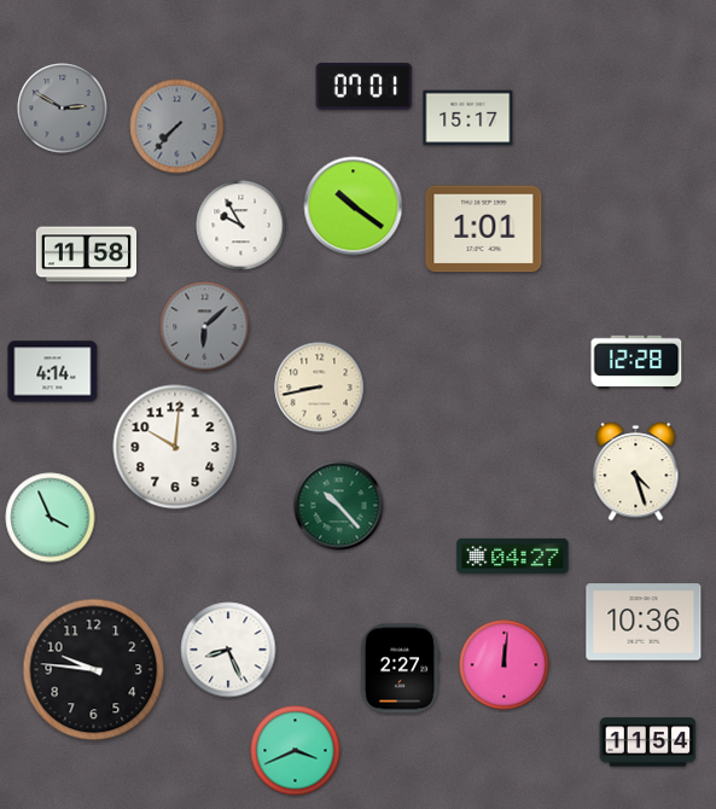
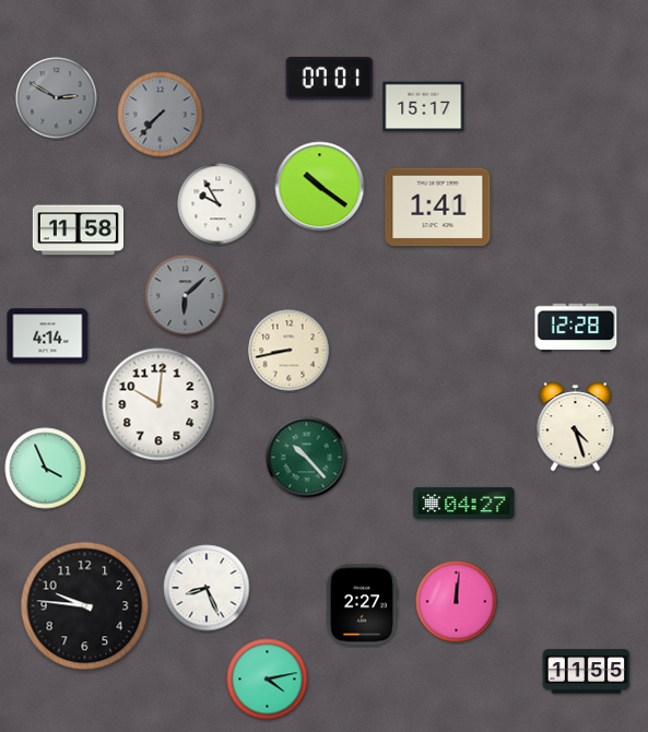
clock at (484, 229): 1:01 -> 1:41
clock at (644, 622): 10:36 -> none
clock at (648, 743): 11:54 -> 11:55
clock at (296, 751): 3:41 -> 4:13
